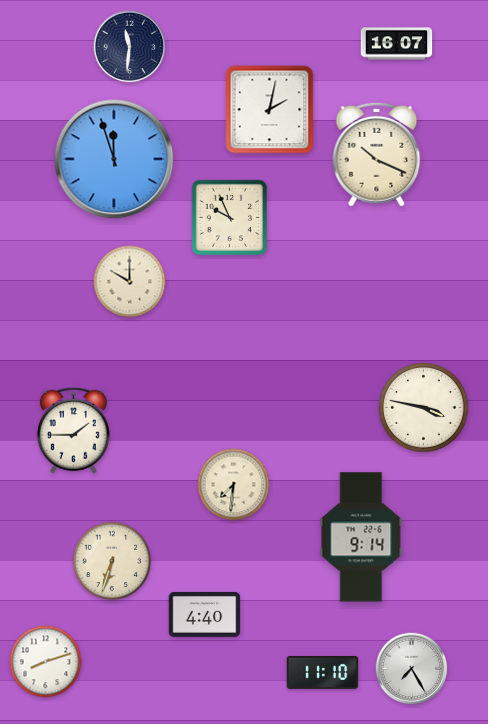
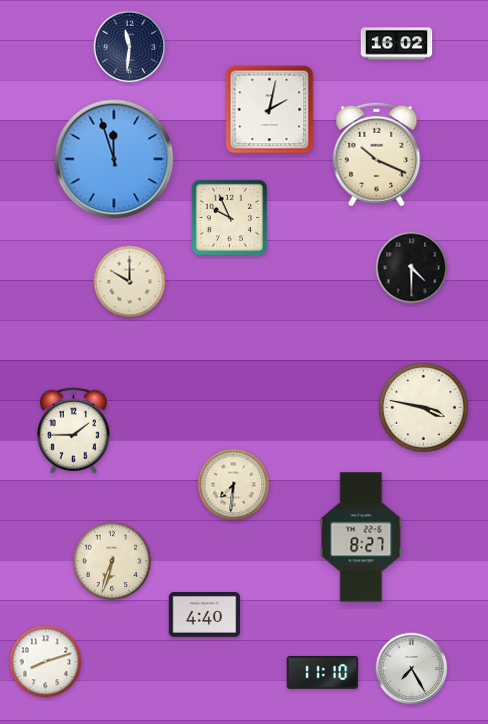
clock at (397, 44): 16:07 -> 16:02
clock at (412, 268): none -> 4:30
clock at (361, 537): 9:14 -> 8:27
